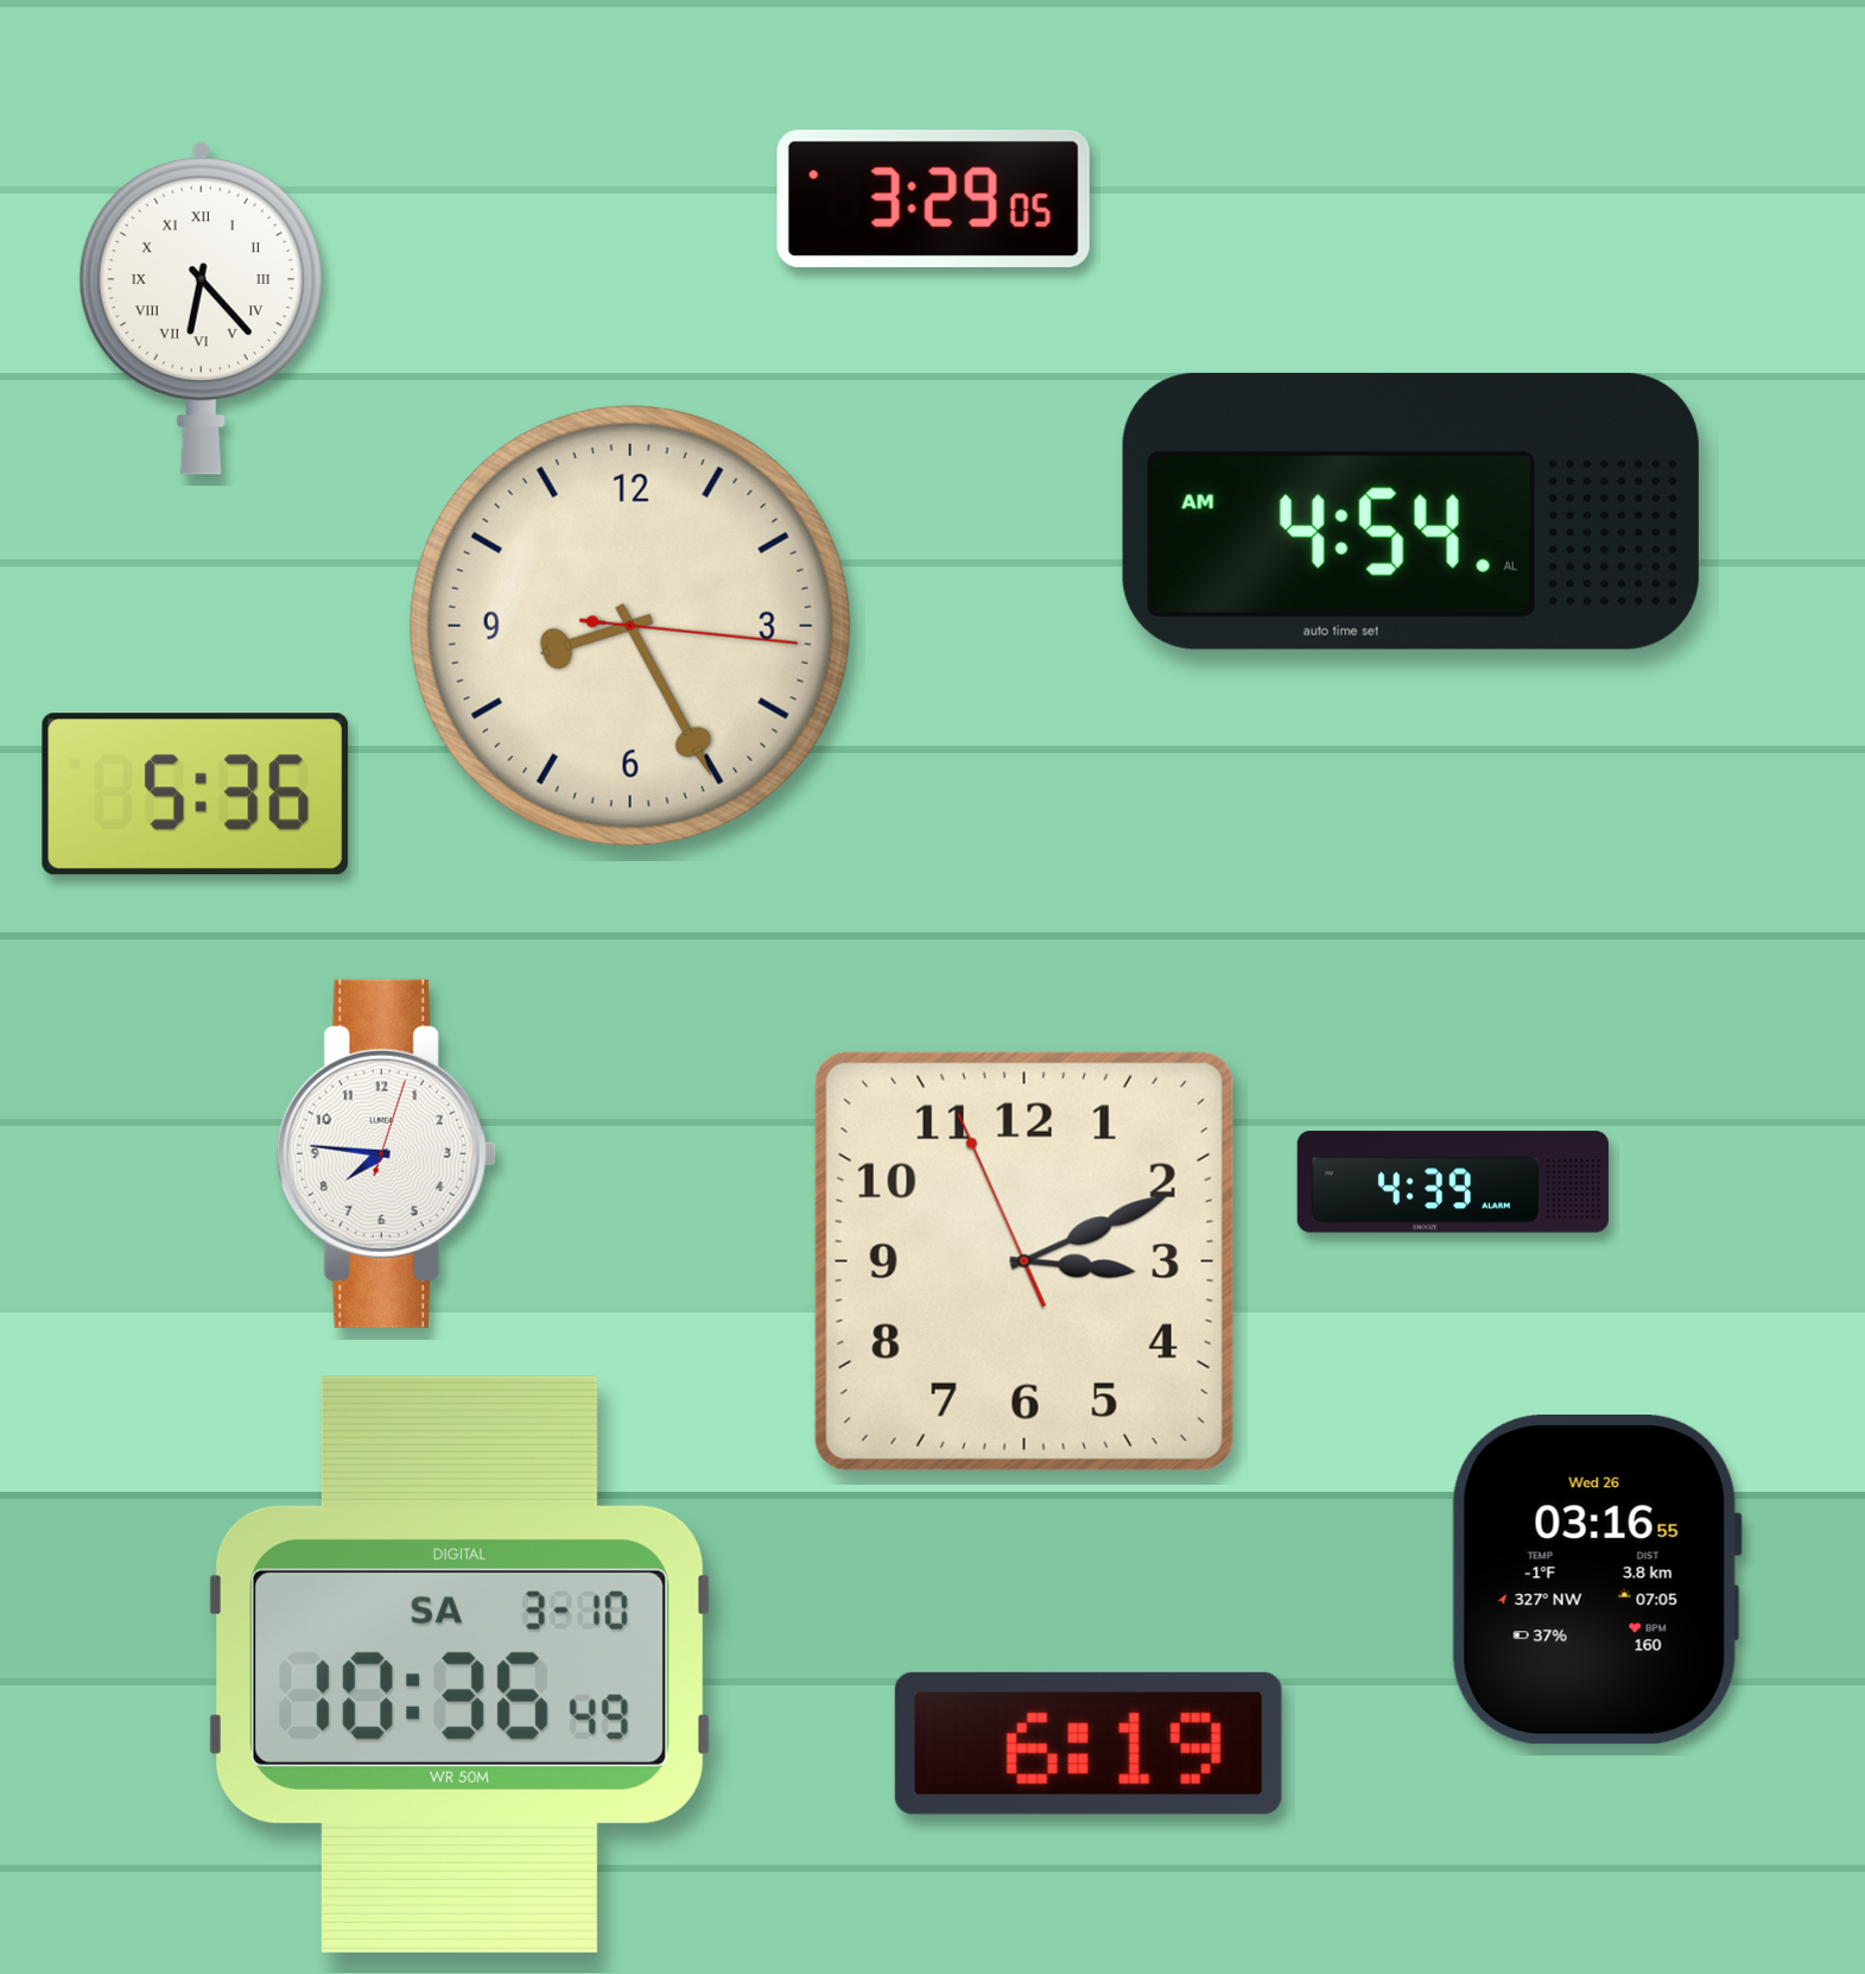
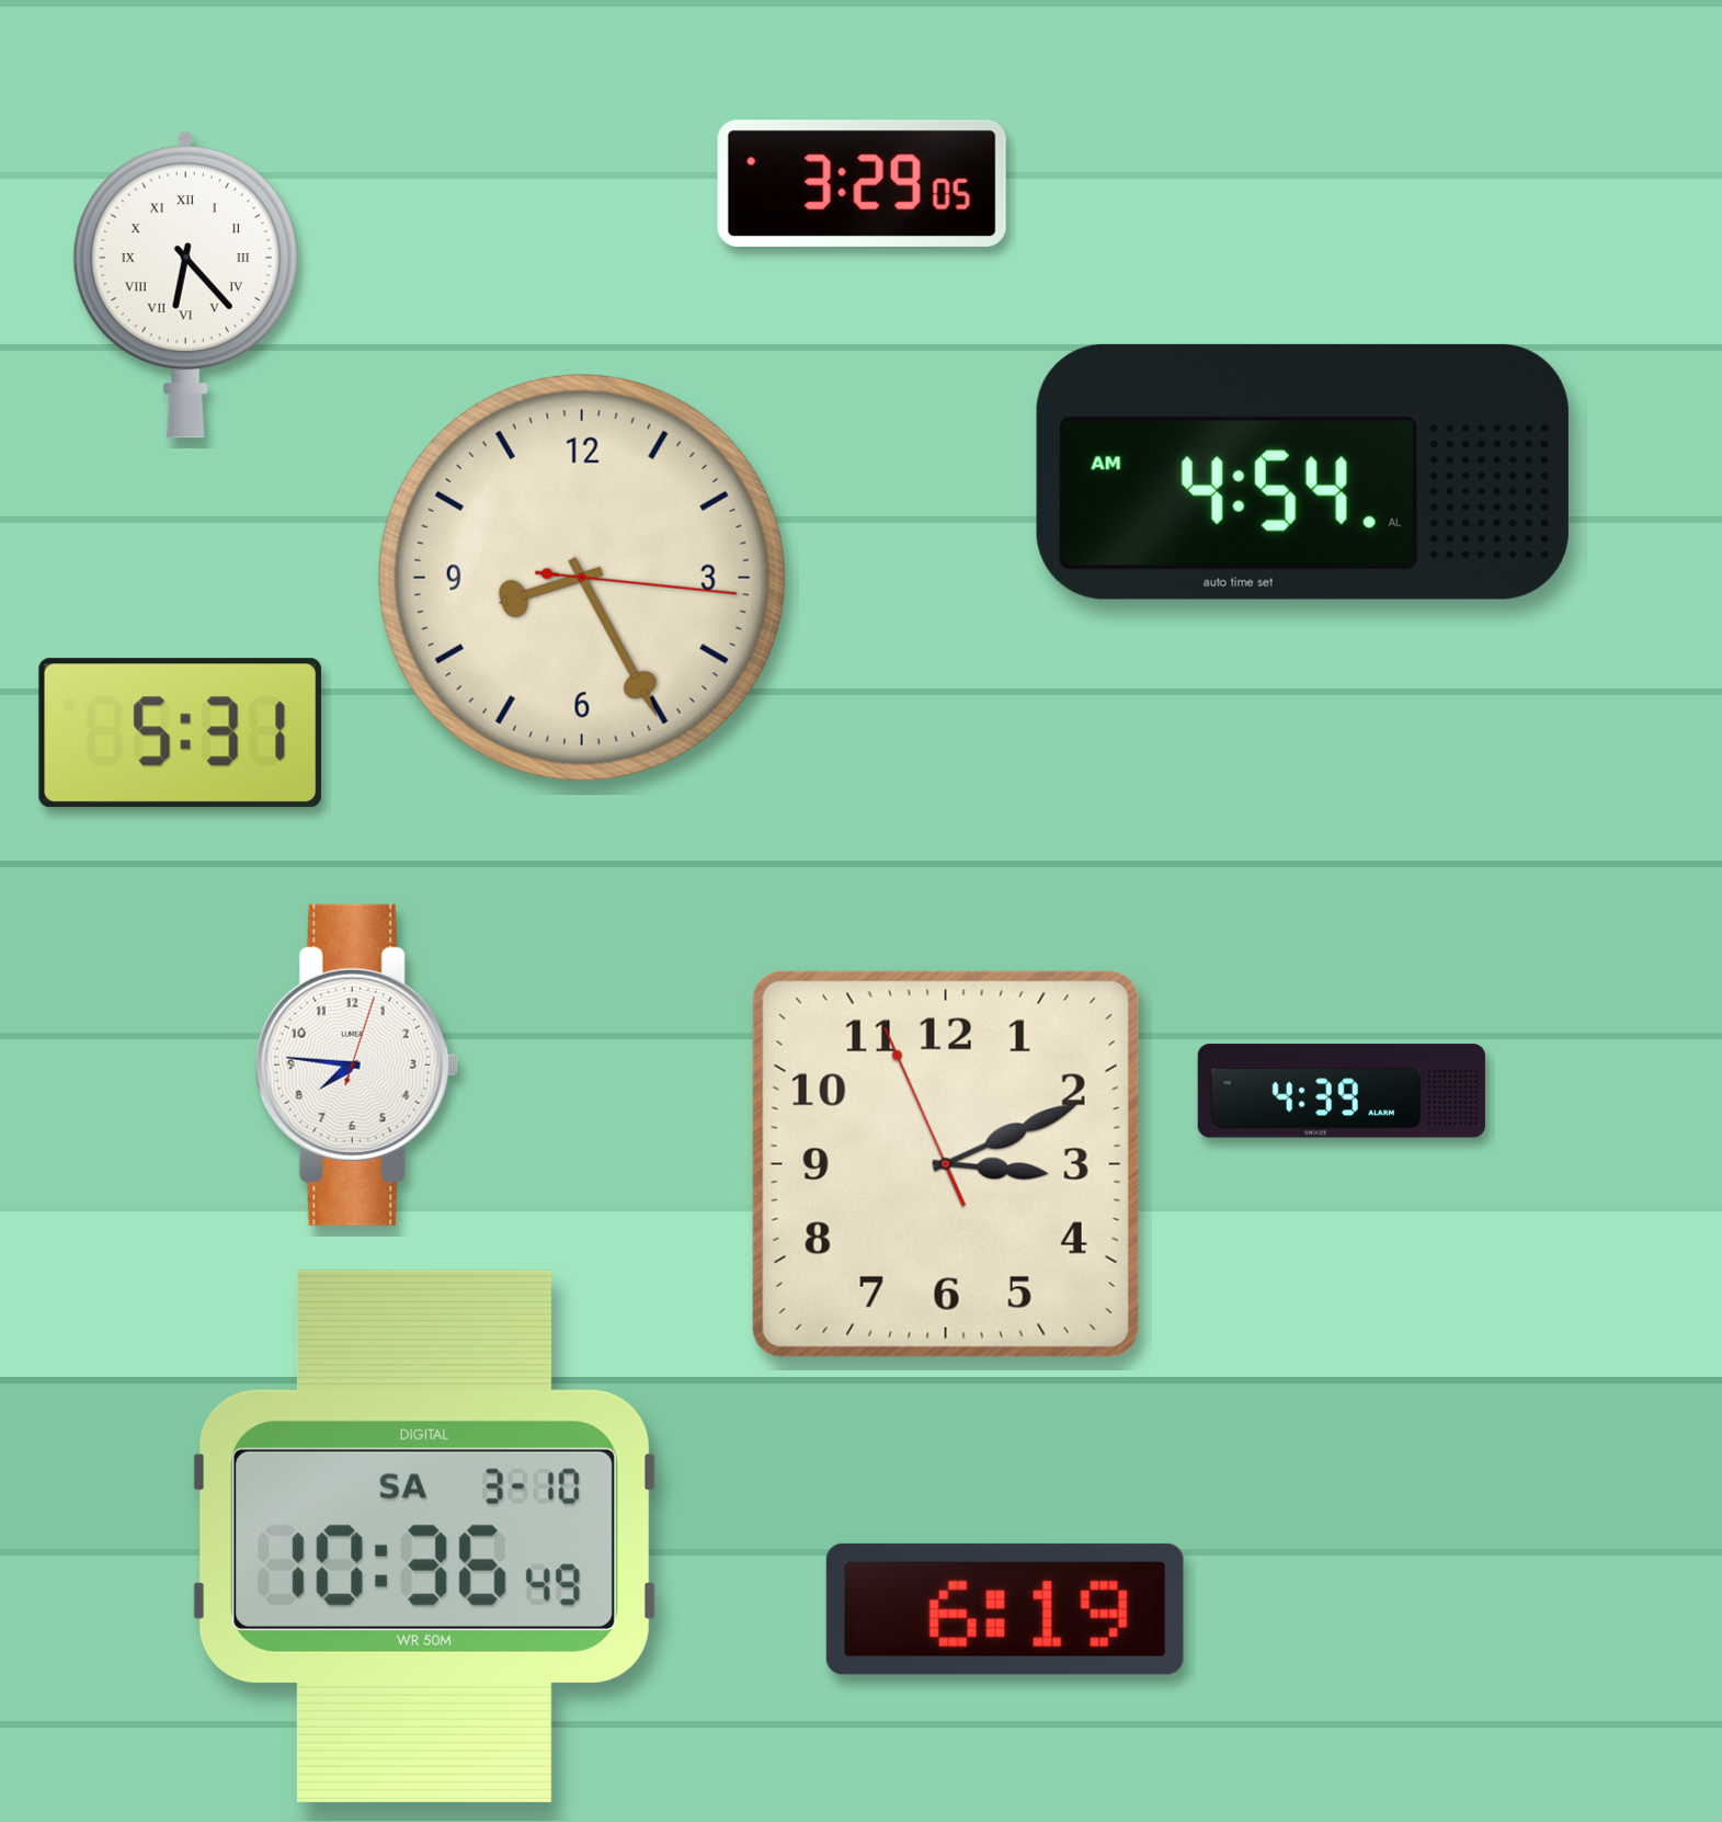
clock at (195, 795): 5:36 -> 5:31
clock at (1597, 1581): 03:16 -> none
